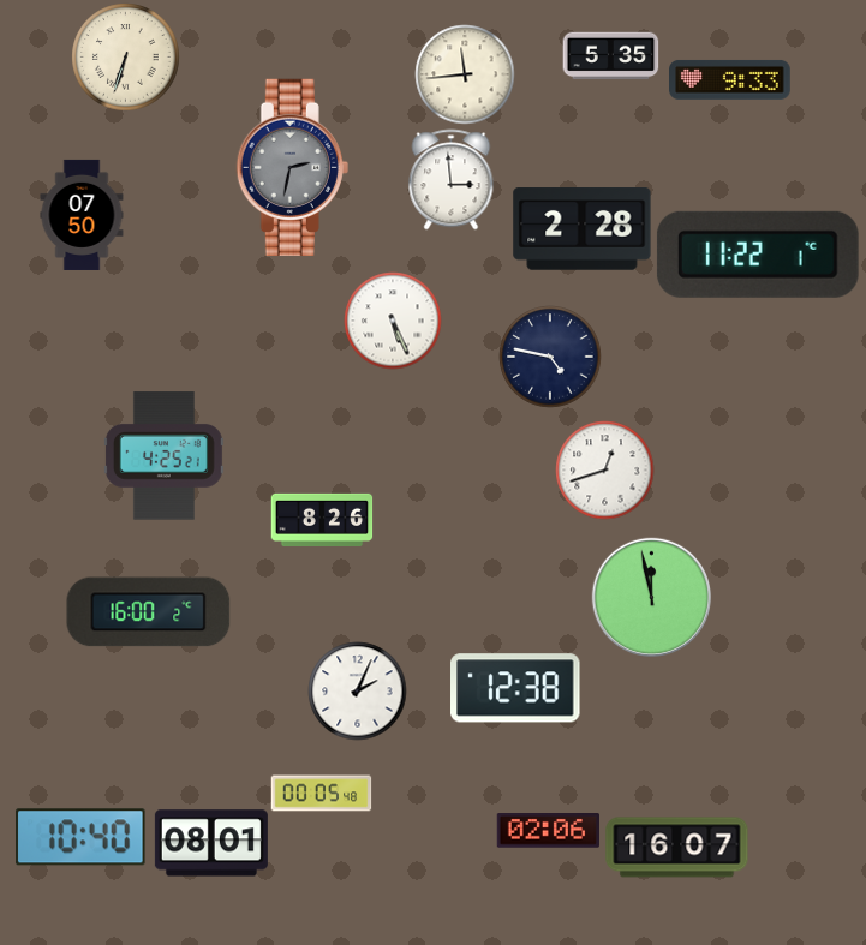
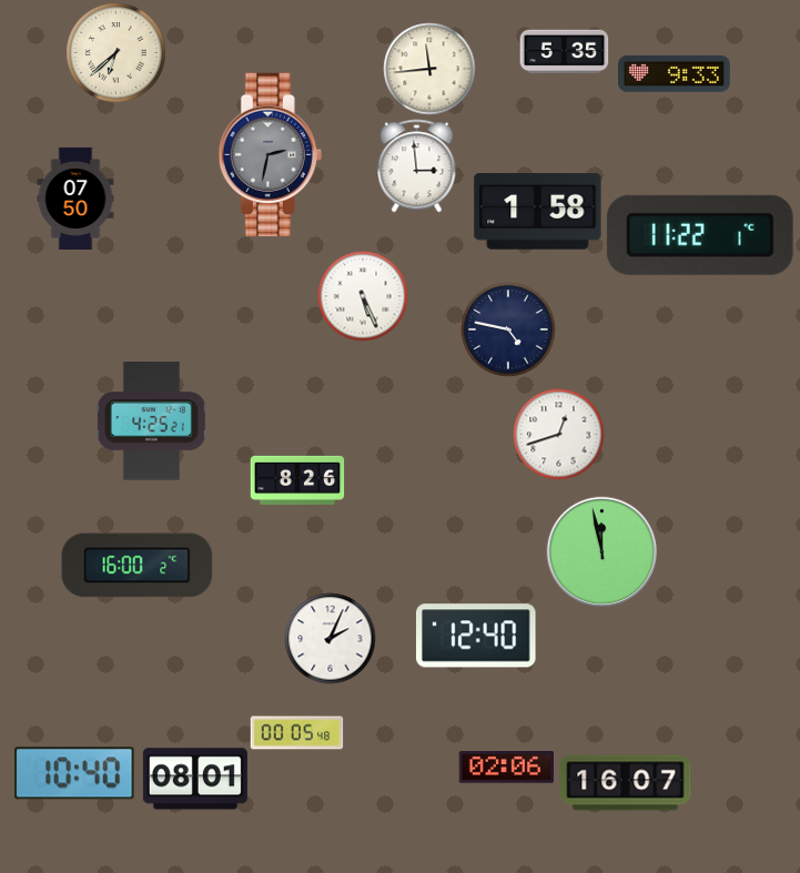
clock at (125, 56): 6:33 -> 6:38
clock at (583, 229): 2:28 -> 1:58
clock at (516, 688): 12:38 -> 12:40
